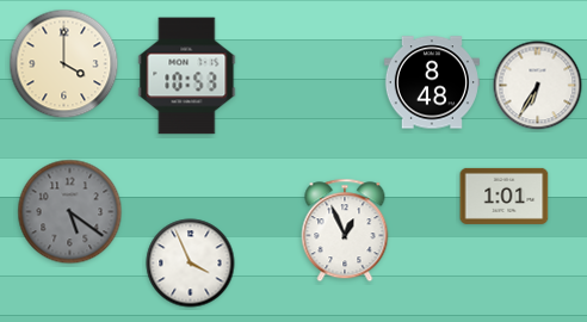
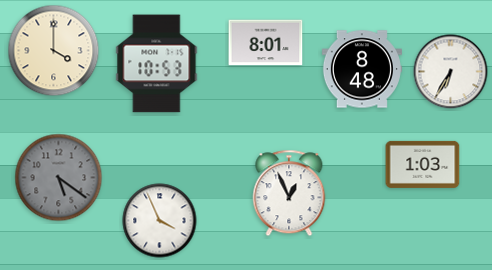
clock at (266, 43): none -> 8:01
clock at (64, 64) position: (64, 64) -> (54, 51)
clock at (505, 196): 1:01 -> 1:03
